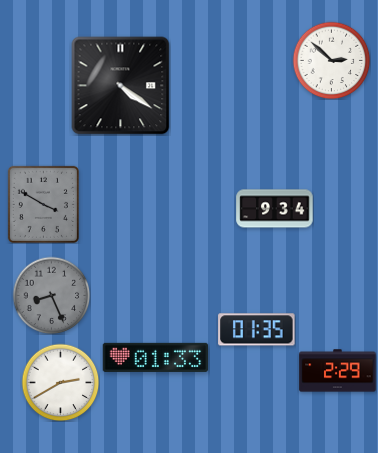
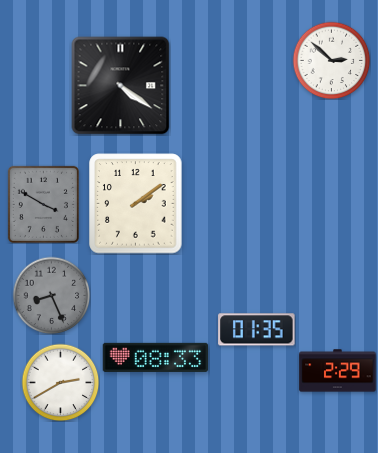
clock at (136, 204): none -> 2:09
clock at (275, 209): 9:34 -> none
clock at (156, 357): 01:33 -> 08:33
